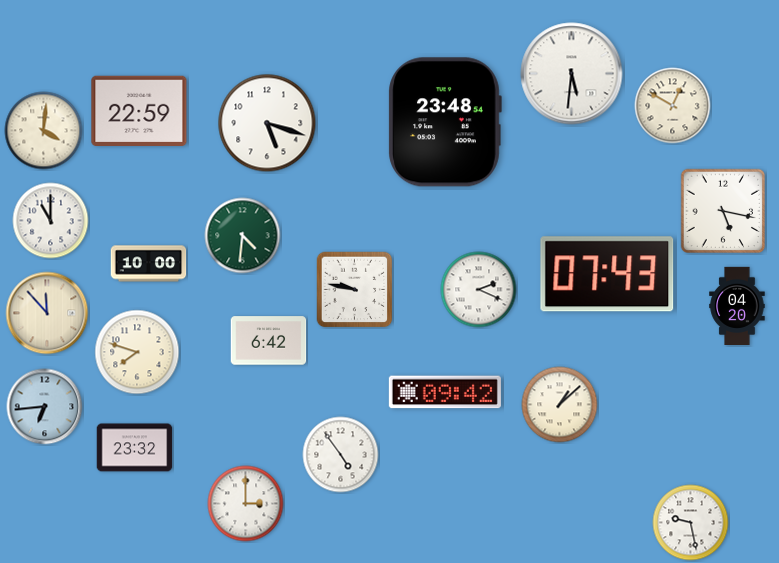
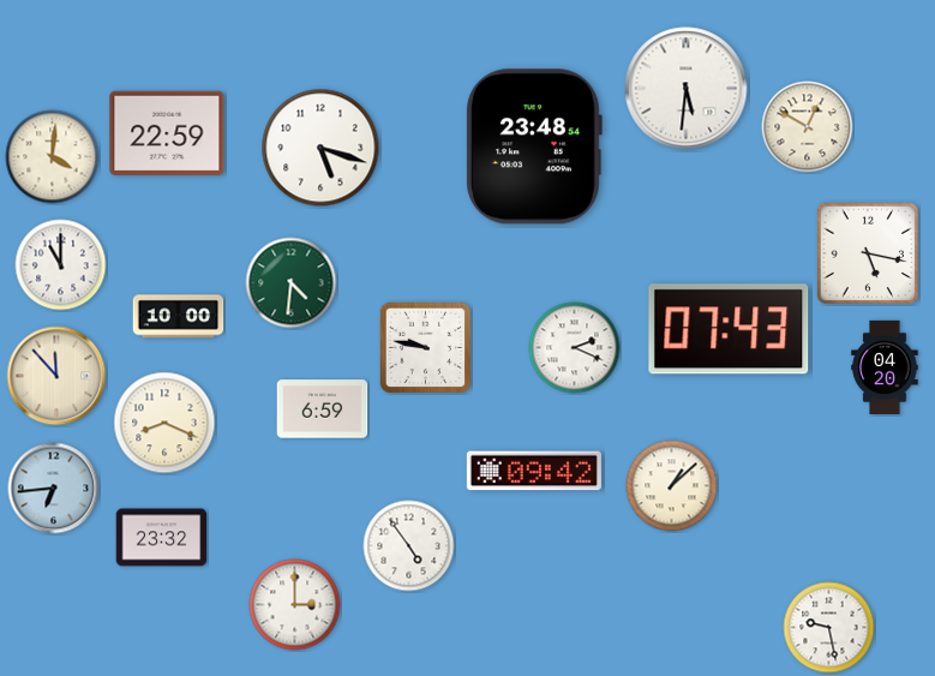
clock at (269, 341): 6:42 -> 6:59
clock at (137, 352): 7:48 -> 8:19
